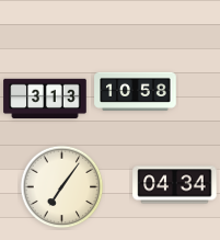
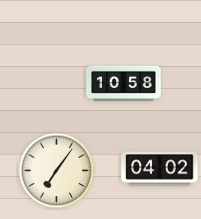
clock at (45, 99): 3:13 -> none
clock at (175, 185): 04:34 -> 04:02
